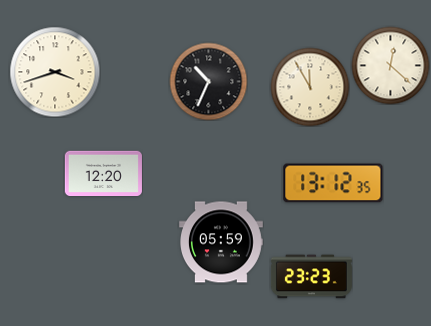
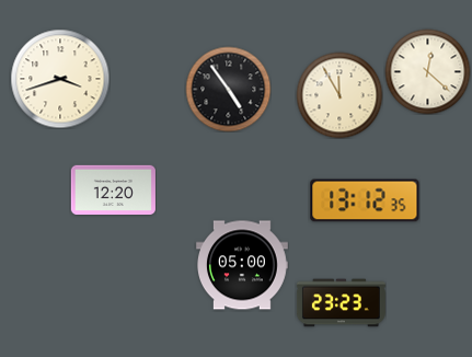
clock at (208, 81): 10:34 -> 4:54
clock at (222, 242): 05:59 -> 05:00
